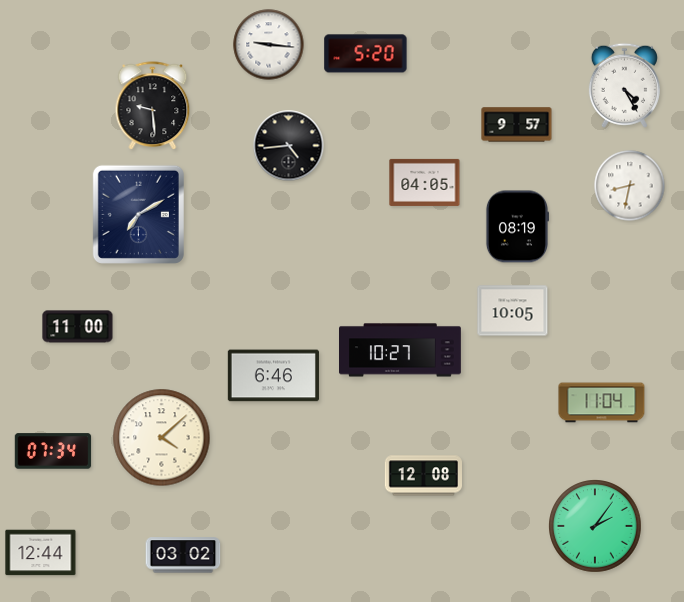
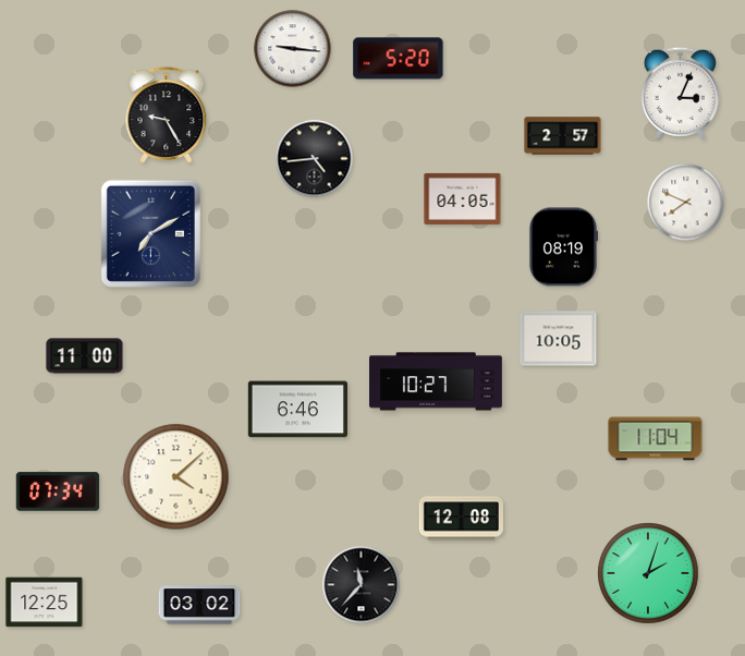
clock at (624, 85): 4:25 -> 3:04
clock at (153, 106): 9:29 -> 9:25
clock at (517, 125): 9:57 -> 2:57
clock at (630, 186): 8:32 -> 7:49
clock at (595, 526): 2:06 -> 2:03
clock at (362, 585): none -> 11:37
clock at (41, 553): 12:44 -> 12:25
